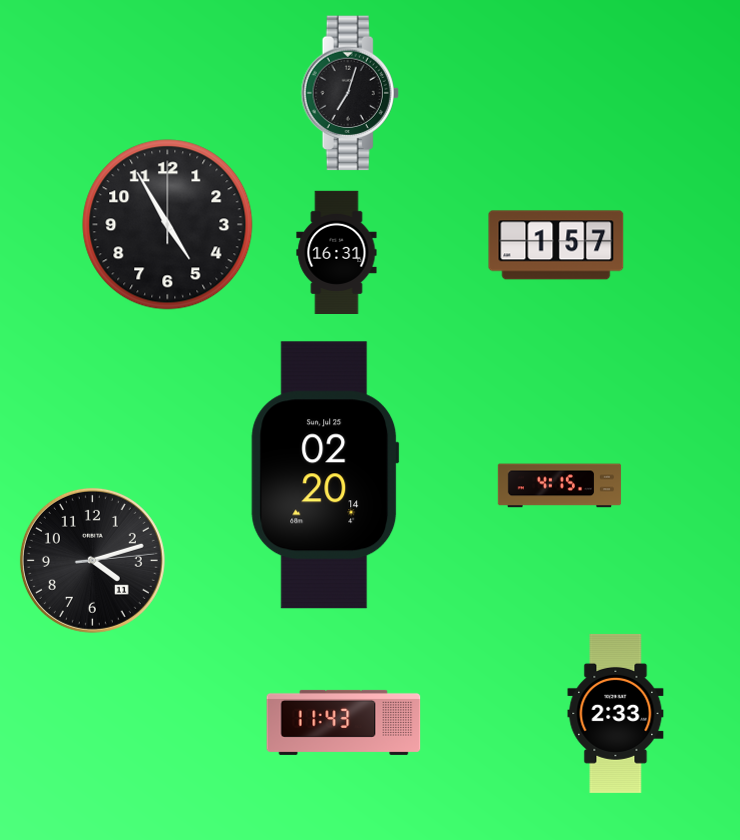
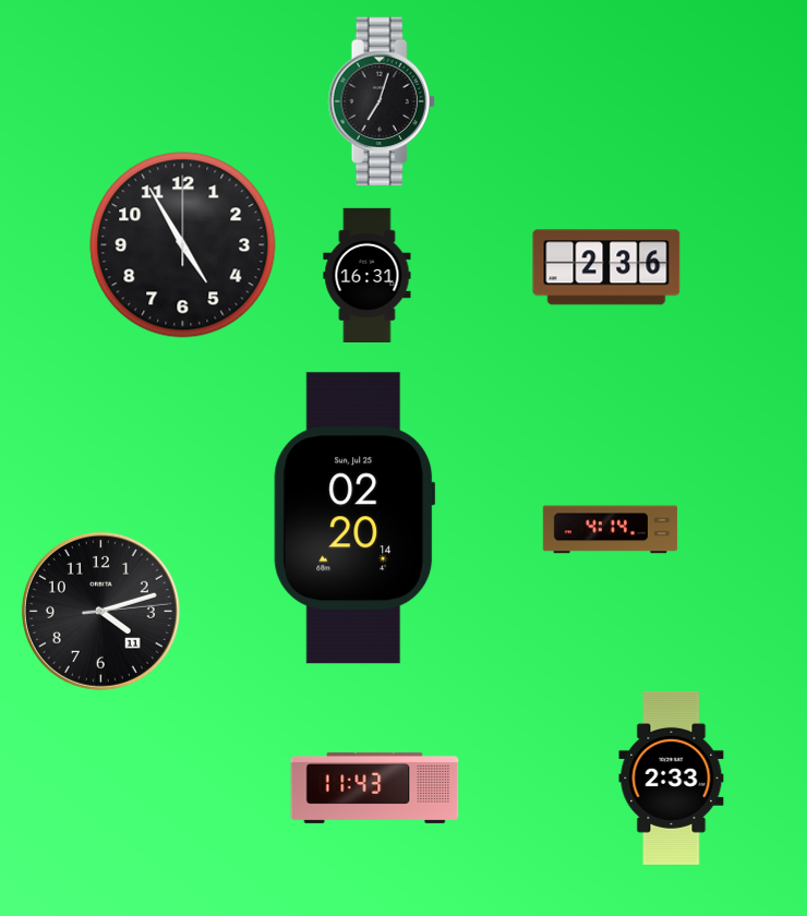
clock at (556, 245): 1:57 -> 2:36
clock at (560, 486): 4:15 -> 4:14
